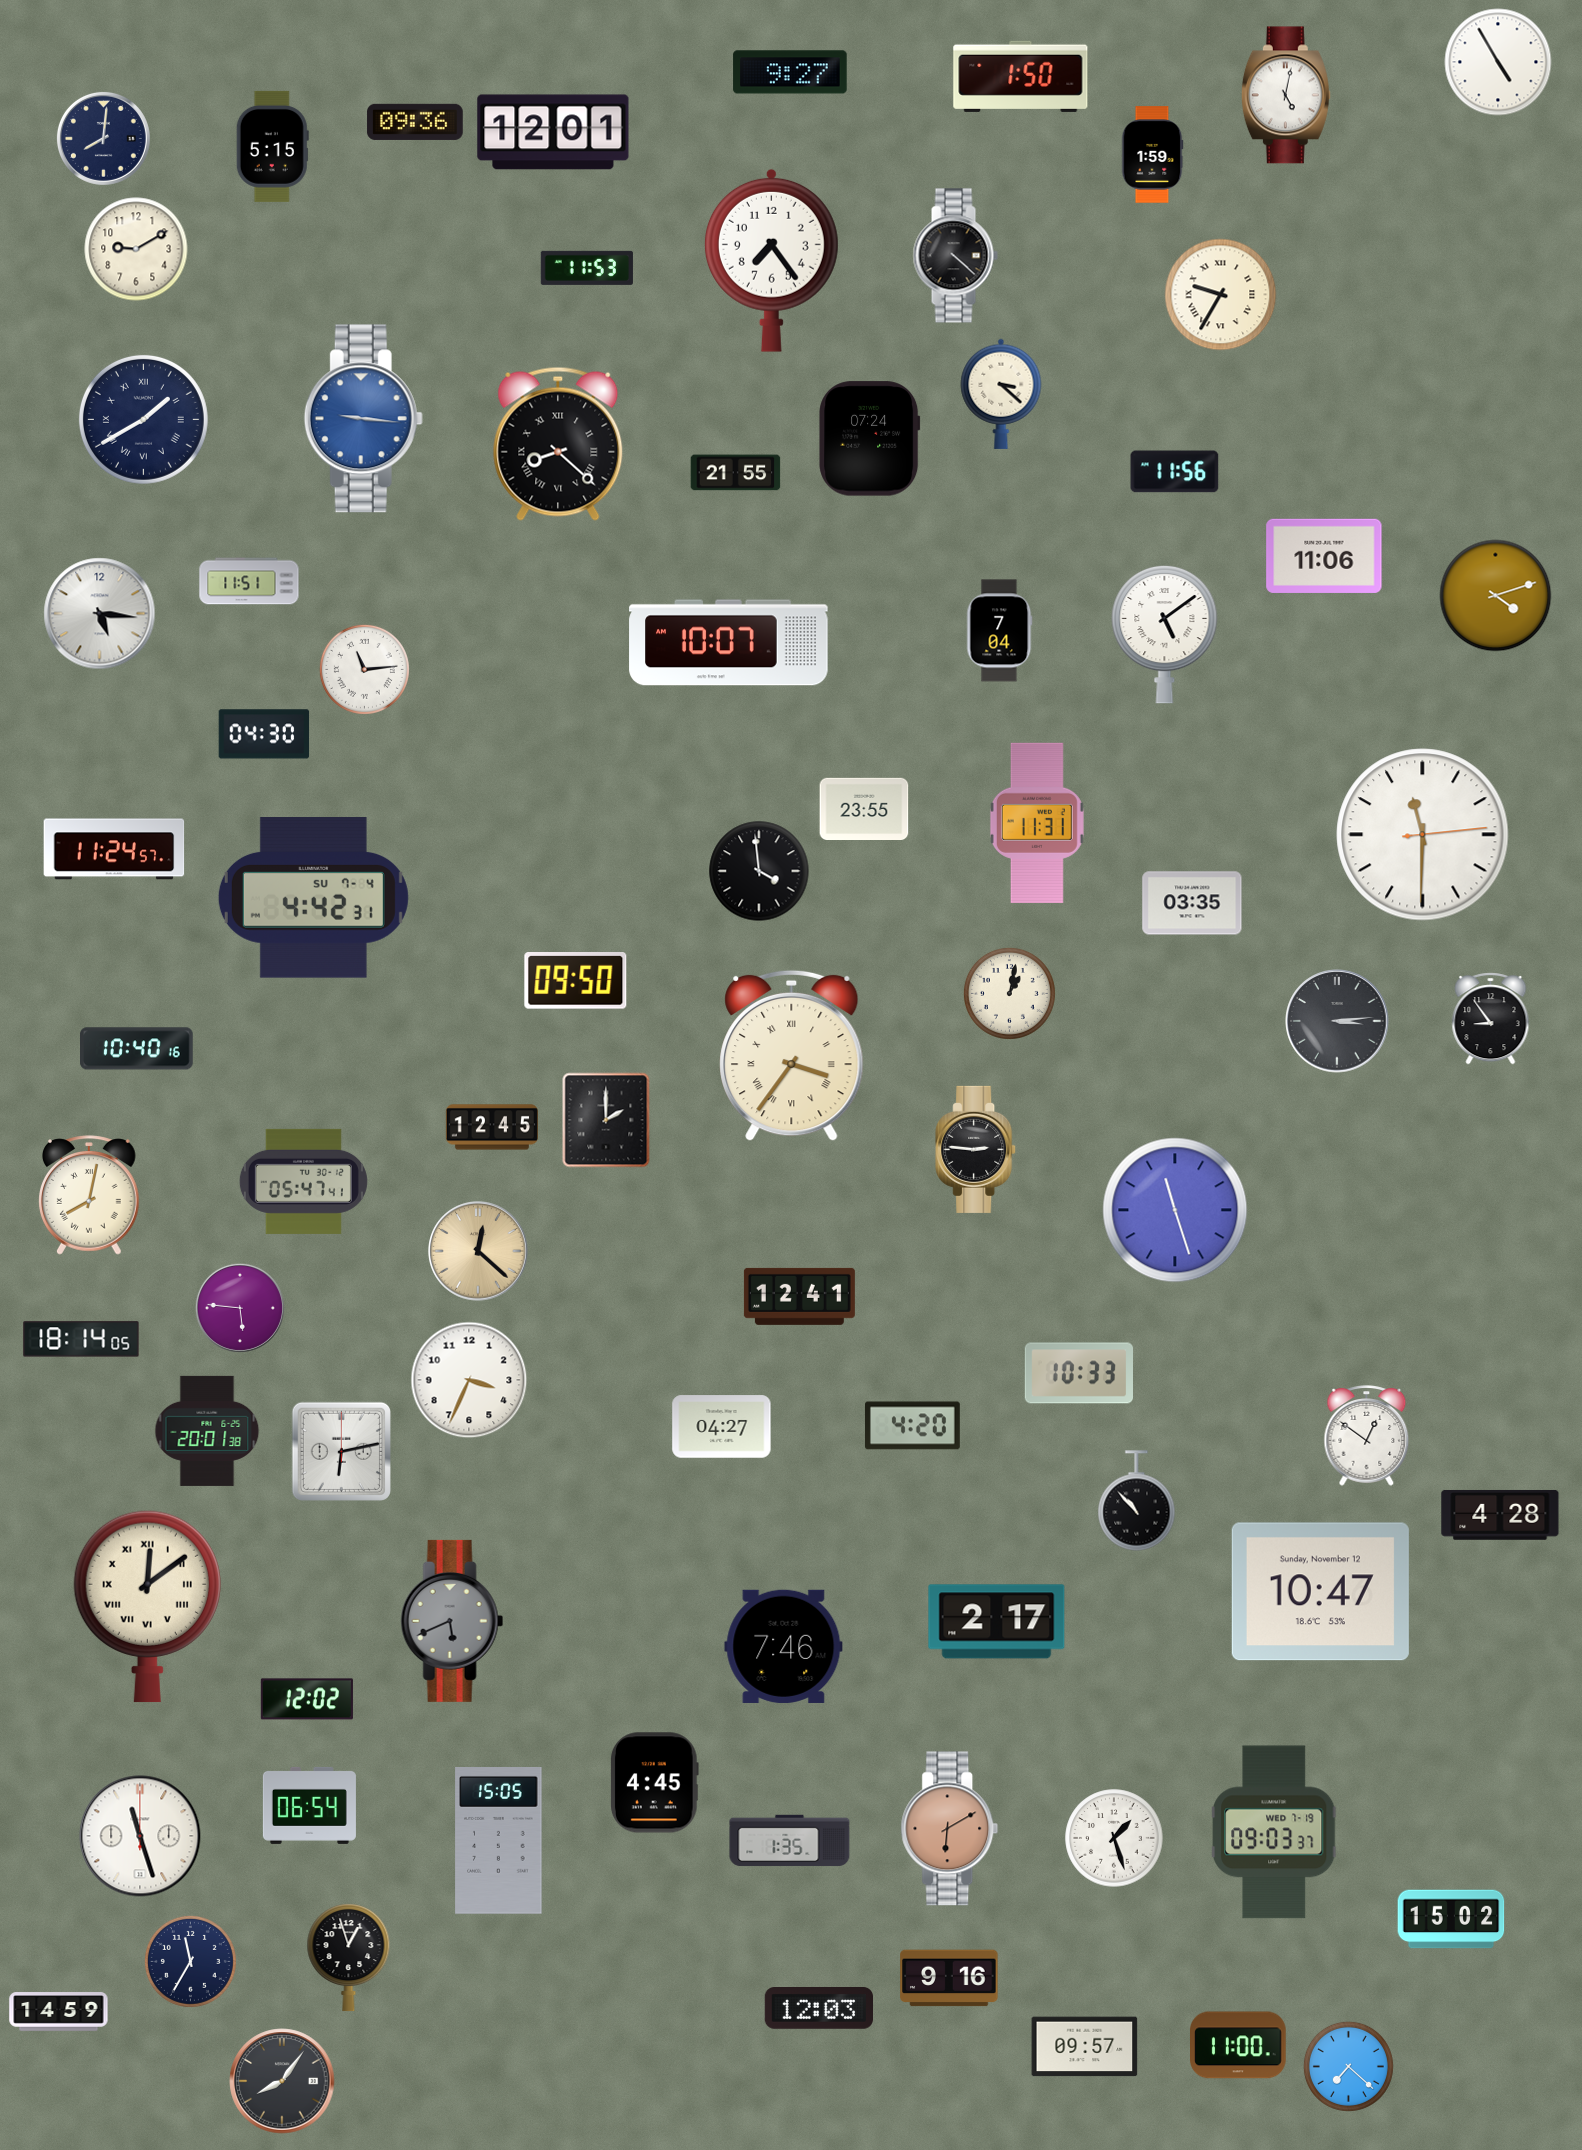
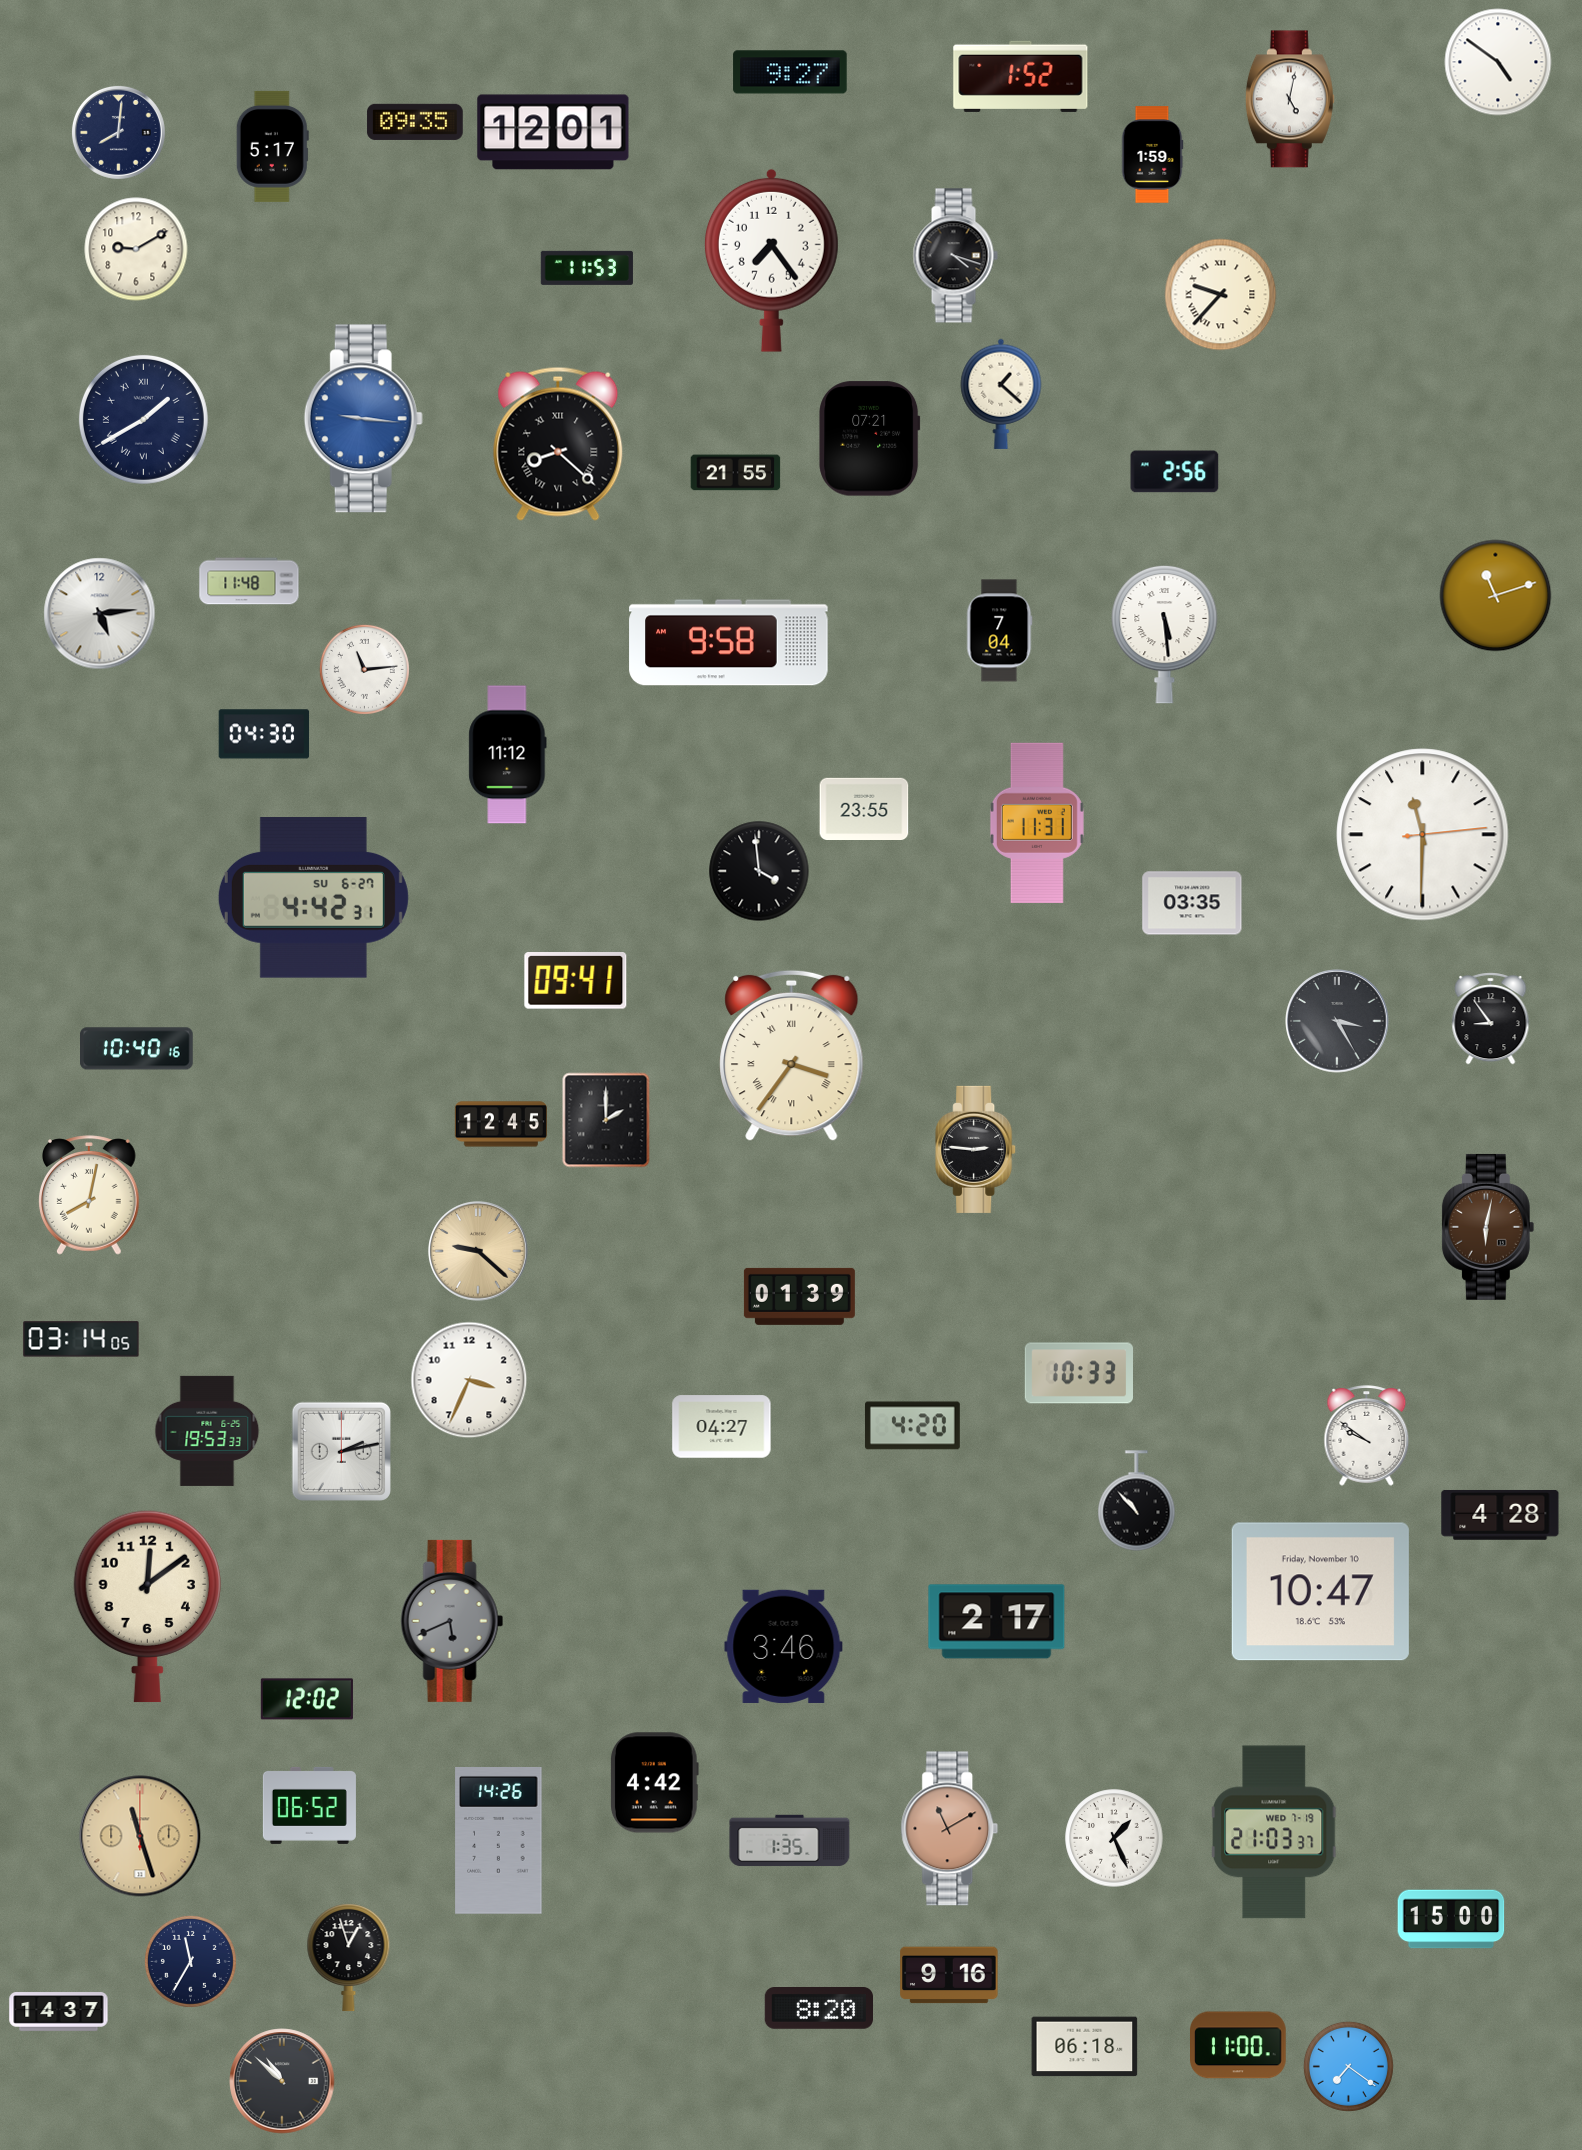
clock at (1498, 62): 4:55 -> 4:51
clock at (1021, 76): 1:50 -> 1:52
clock at (1286, 95) position: (1286, 95) -> (1290, 99)
clock at (415, 122): 09:36 -> 09:35
clock at (103, 138) position: (103, 138) -> (118, 132)
clock at (272, 146): 5:15 -> 5:17
clock at (955, 256): 4:22 -> 4:18
clock at (1221, 295): 9:35 -> 9:37
clock at (1001, 394): 3:22 -> 1:22
clock at (870, 439): 07:24 -> 07:21
clock at (1175, 472): 11:56 -> 2:56
clock at (1324, 556): 11:06 -> none
clock at (249, 581): 11:51 -> 11:48
clock at (1496, 596): 4:12 -> 11:12
clock at (100, 614): 5:16 -> 5:14
clock at (1165, 634): 5:09 -> 5:29
clock at (729, 643): 10:07 -> 9:58
clock at (508, 755): none -> 11:12
clock at (114, 849): 11:24 -> none
clock at (313, 898) date: SU 7-4 -> SU 6-27
clock at (576, 981): 09:50 -> 09:41
clock at (1009, 993): 1:02 -> none
clock at (1337, 1021): 3:14 -> 3:25
clock at (491, 1127) position: (491, 1127) -> (500, 1124)
clock at (303, 1181): 05:47 -> none
clock at (1175, 1210): 11:27 -> none
clock at (1488, 1227): none -> 6:02
clock at (478, 1251): 12:22 -> 9:22
clock at (799, 1296): 12:41 -> 01:39
clock at (240, 1308): 5:46 -> none
clock at (81, 1339): 18:14 -> 03:14
clock at (207, 1431): 20:01 -> 19:53
clock at (1367, 1436): 12:51 -> 9:51
clock at (341, 1451): 6:13 -> 2:13
clock at (1320, 1592) date: Sunday, November 12 -> Friday, November 10
clock at (147, 1606) numerals: Roman -> Arabic
clock at (784, 1646): 7:46 -> 3:46
clock at (654, 1783): 4:45 -> 4:42
clock at (309, 1805): 06:54 -> 06:52
clock at (950, 1829): 6:10 -> 11:10
clock at (1274, 1832): 09:03 -> 21:03
clock at (140, 1836) dial: white -> champagne
clock at (1114, 1838): 1:27 -> 1:26
clock at (499, 1841): 15:05 -> 14:26
clock at (1451, 1919): 15:02 -> 15:00
clock at (949, 1978) position: (949, 1978) -> (949, 1975)
clock at (818, 2009): 12:03 -> 8:20
clock at (59, 2012): 14:59 -> 14:37
clock at (1085, 2047): 09:57 -> 06:18
clock at (1348, 2066): 7:22 -> 7:21
clock at (282, 2081): 8:06 -> 10:52
